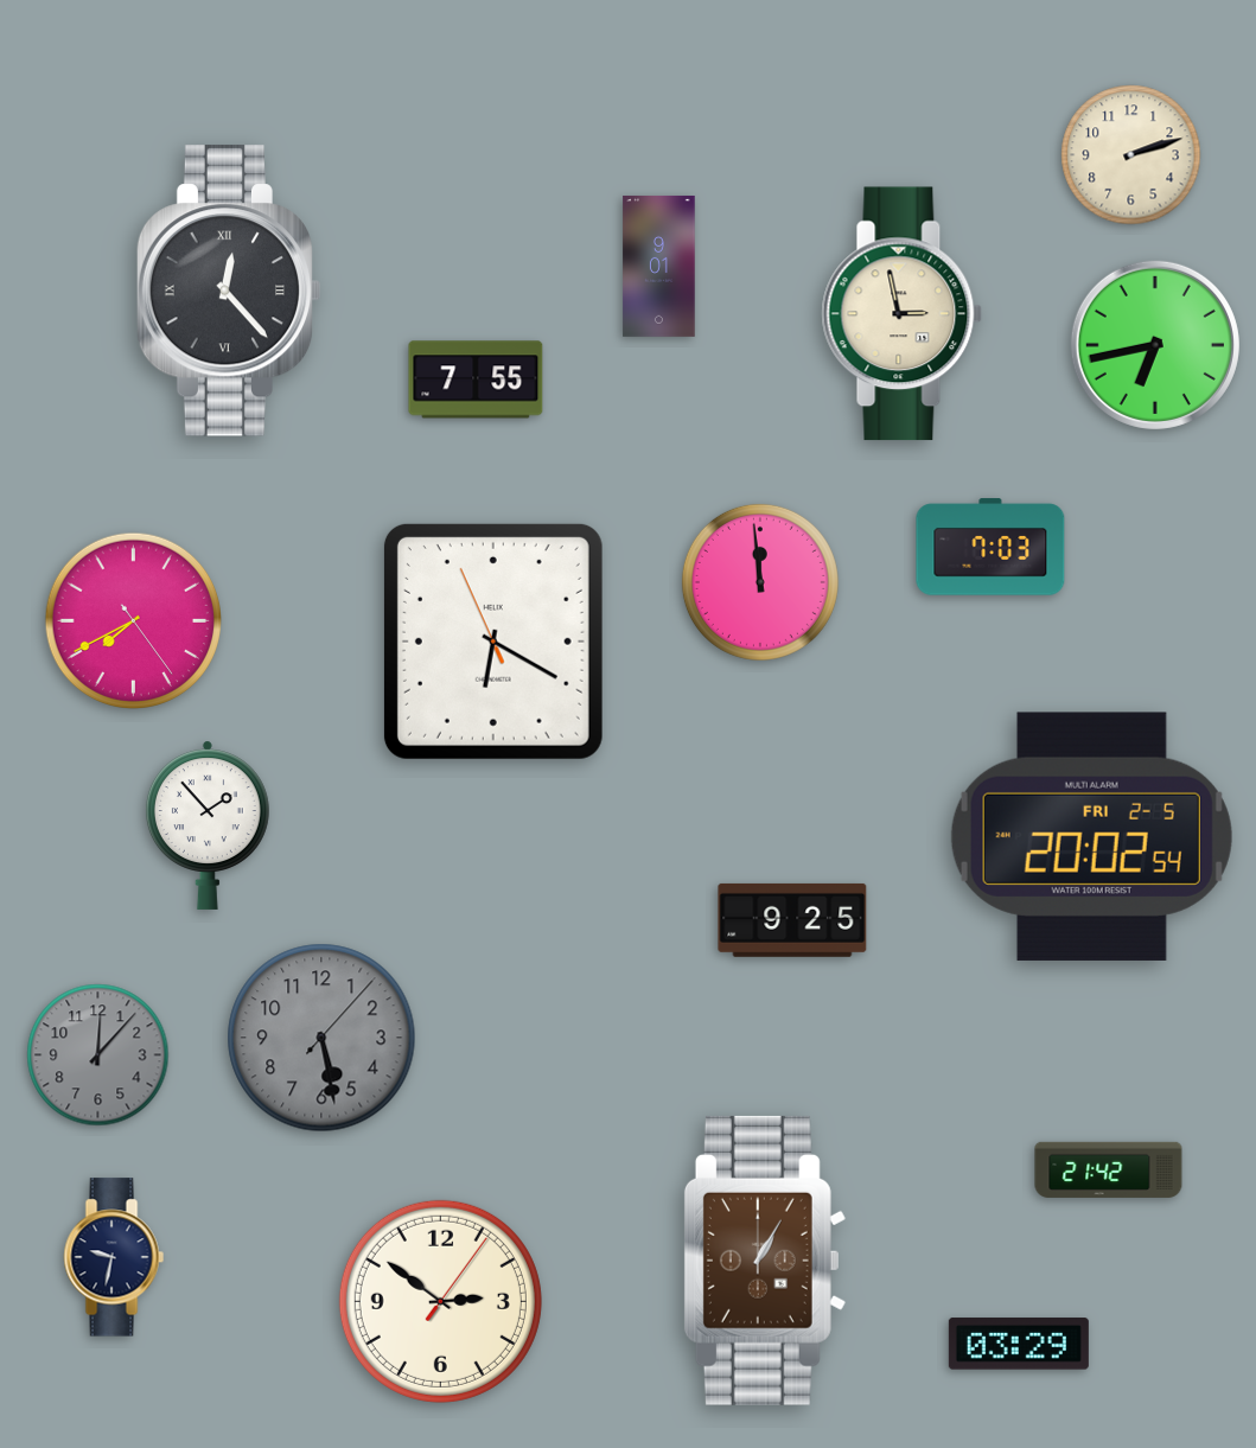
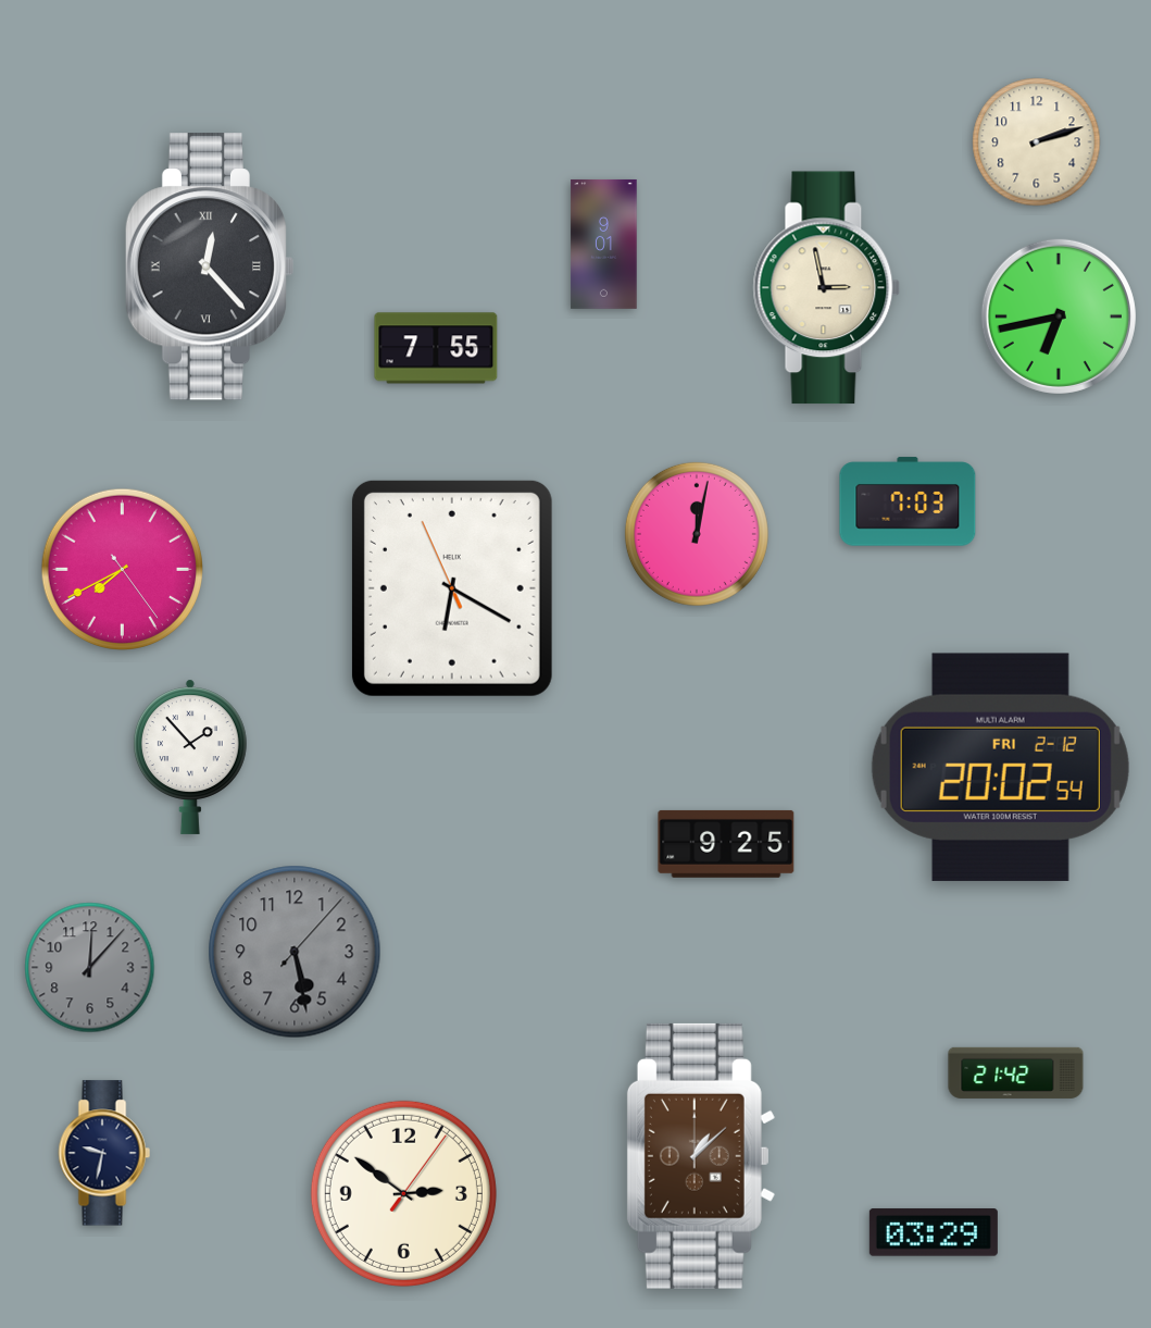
clock at (760, 582): 11:59 -> 12:02
clock at (1091, 836) date: FRI 2-5 -> FRI 2-12
clock at (765, 1261): 1:05 -> 1:08
